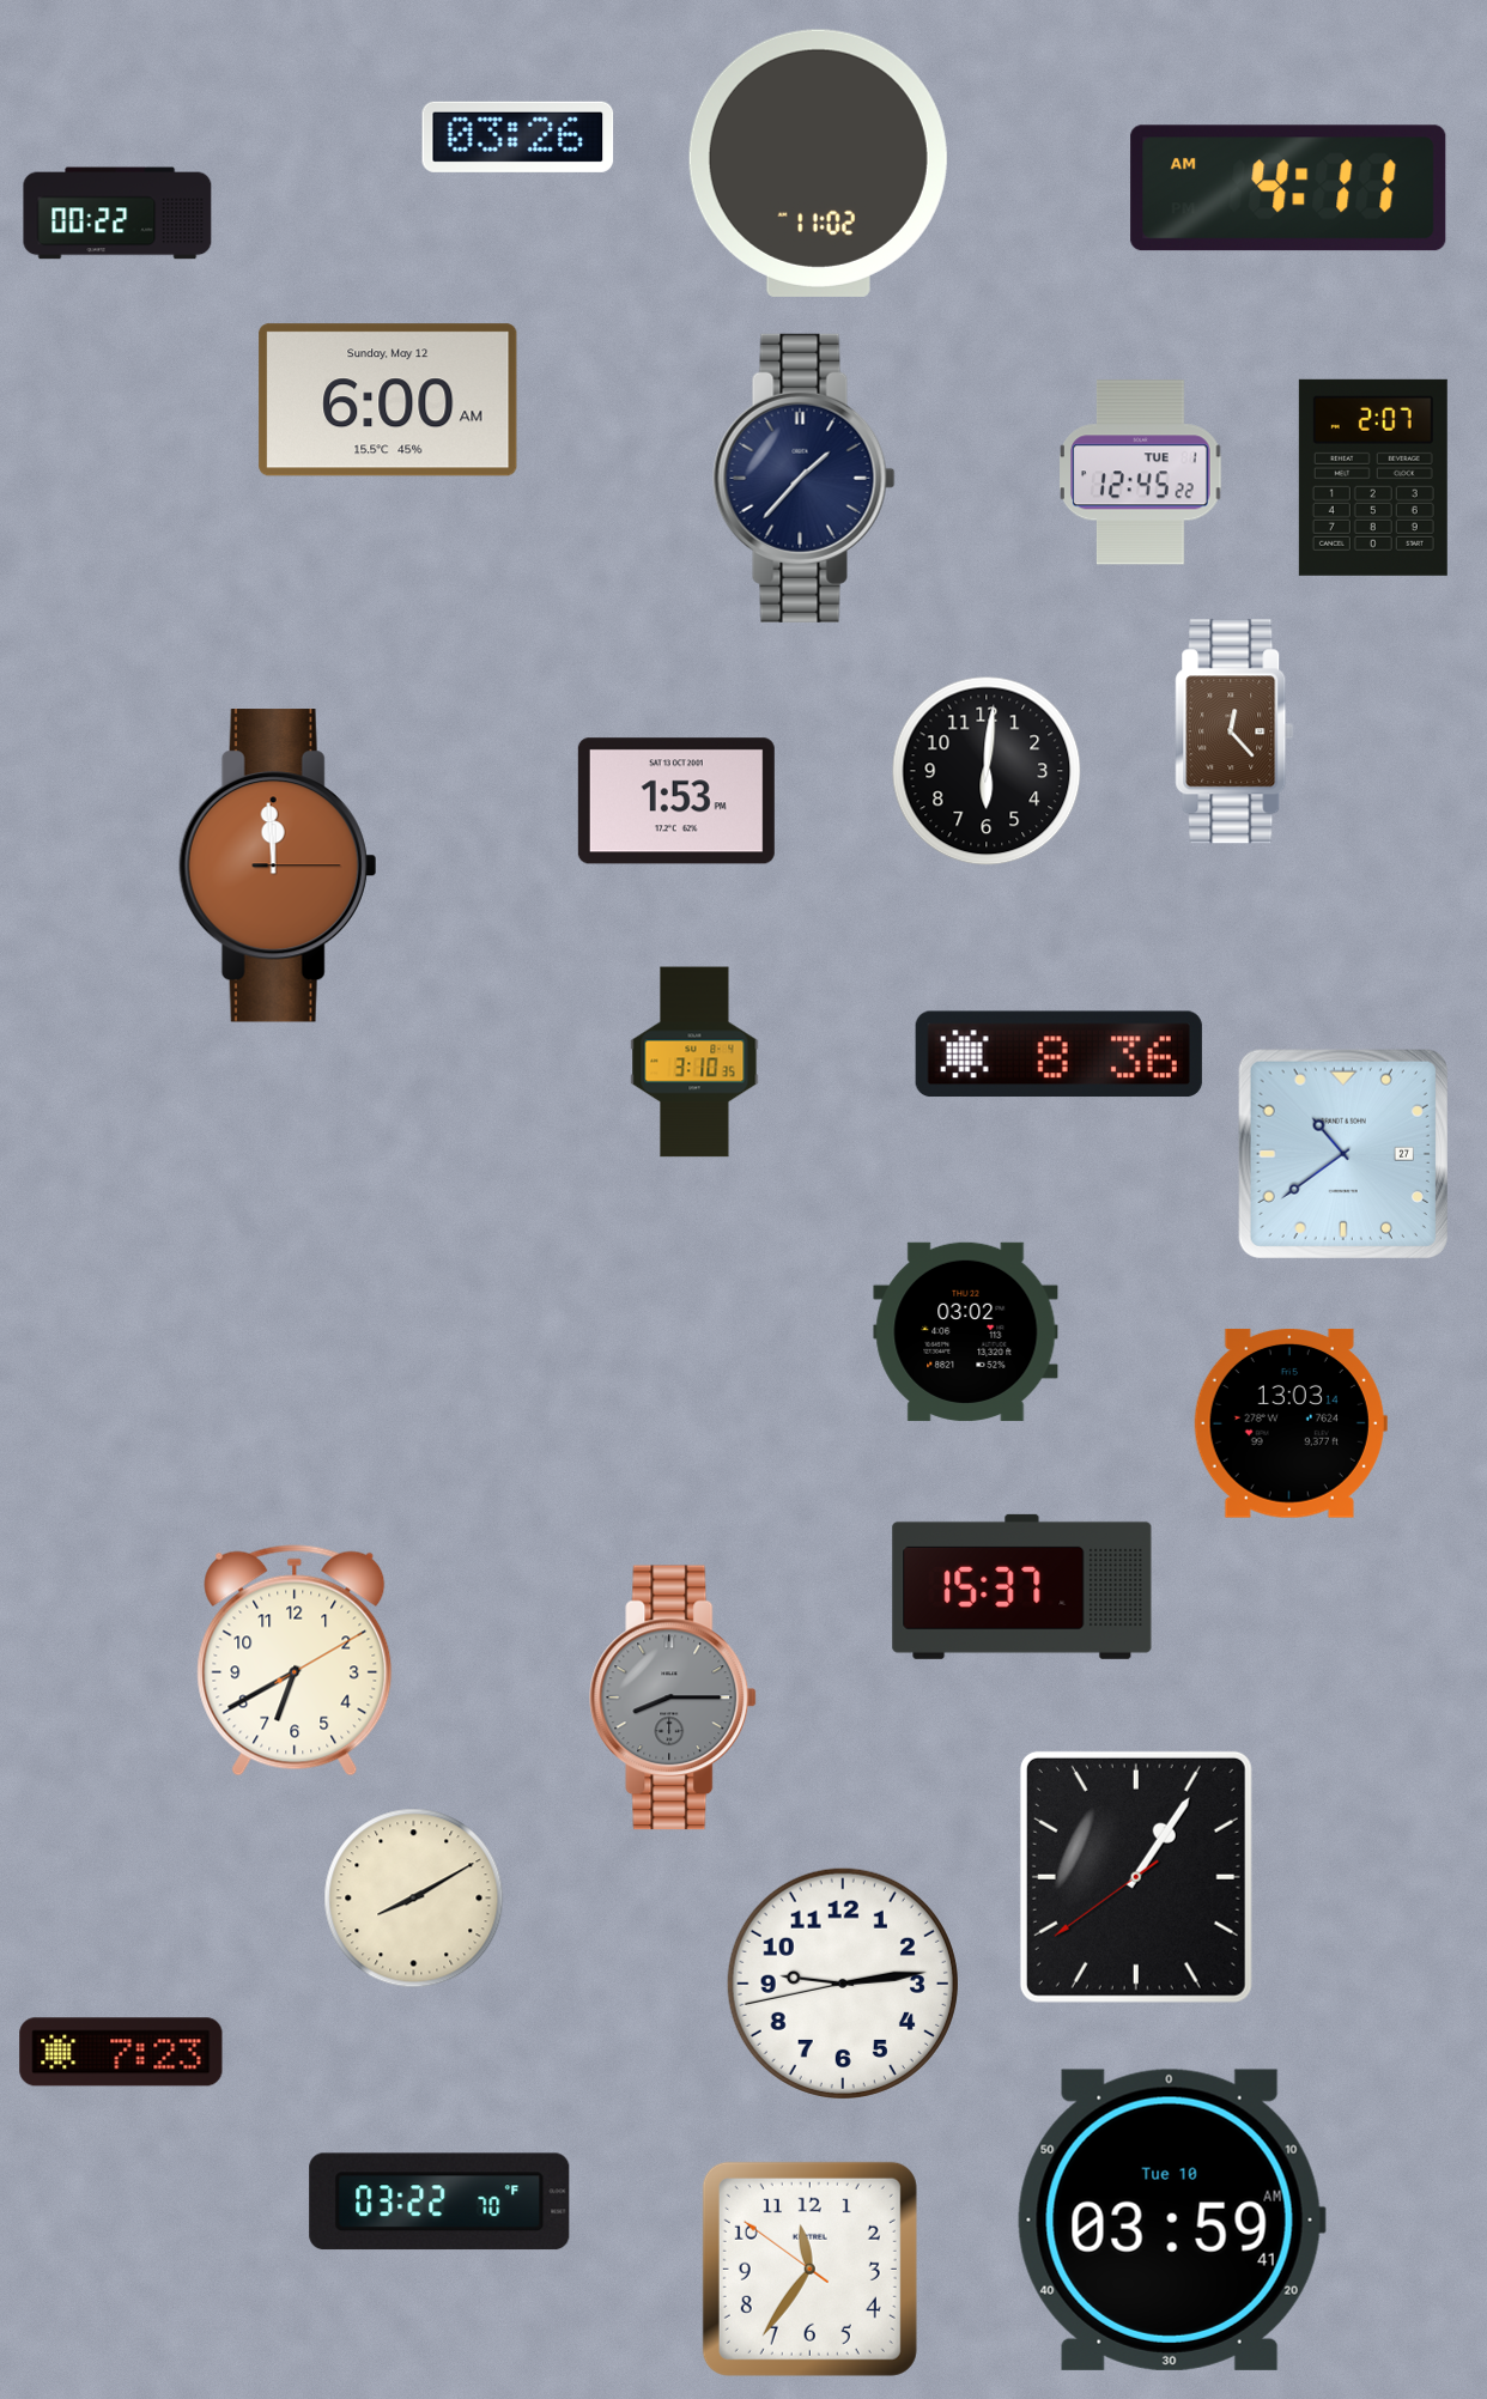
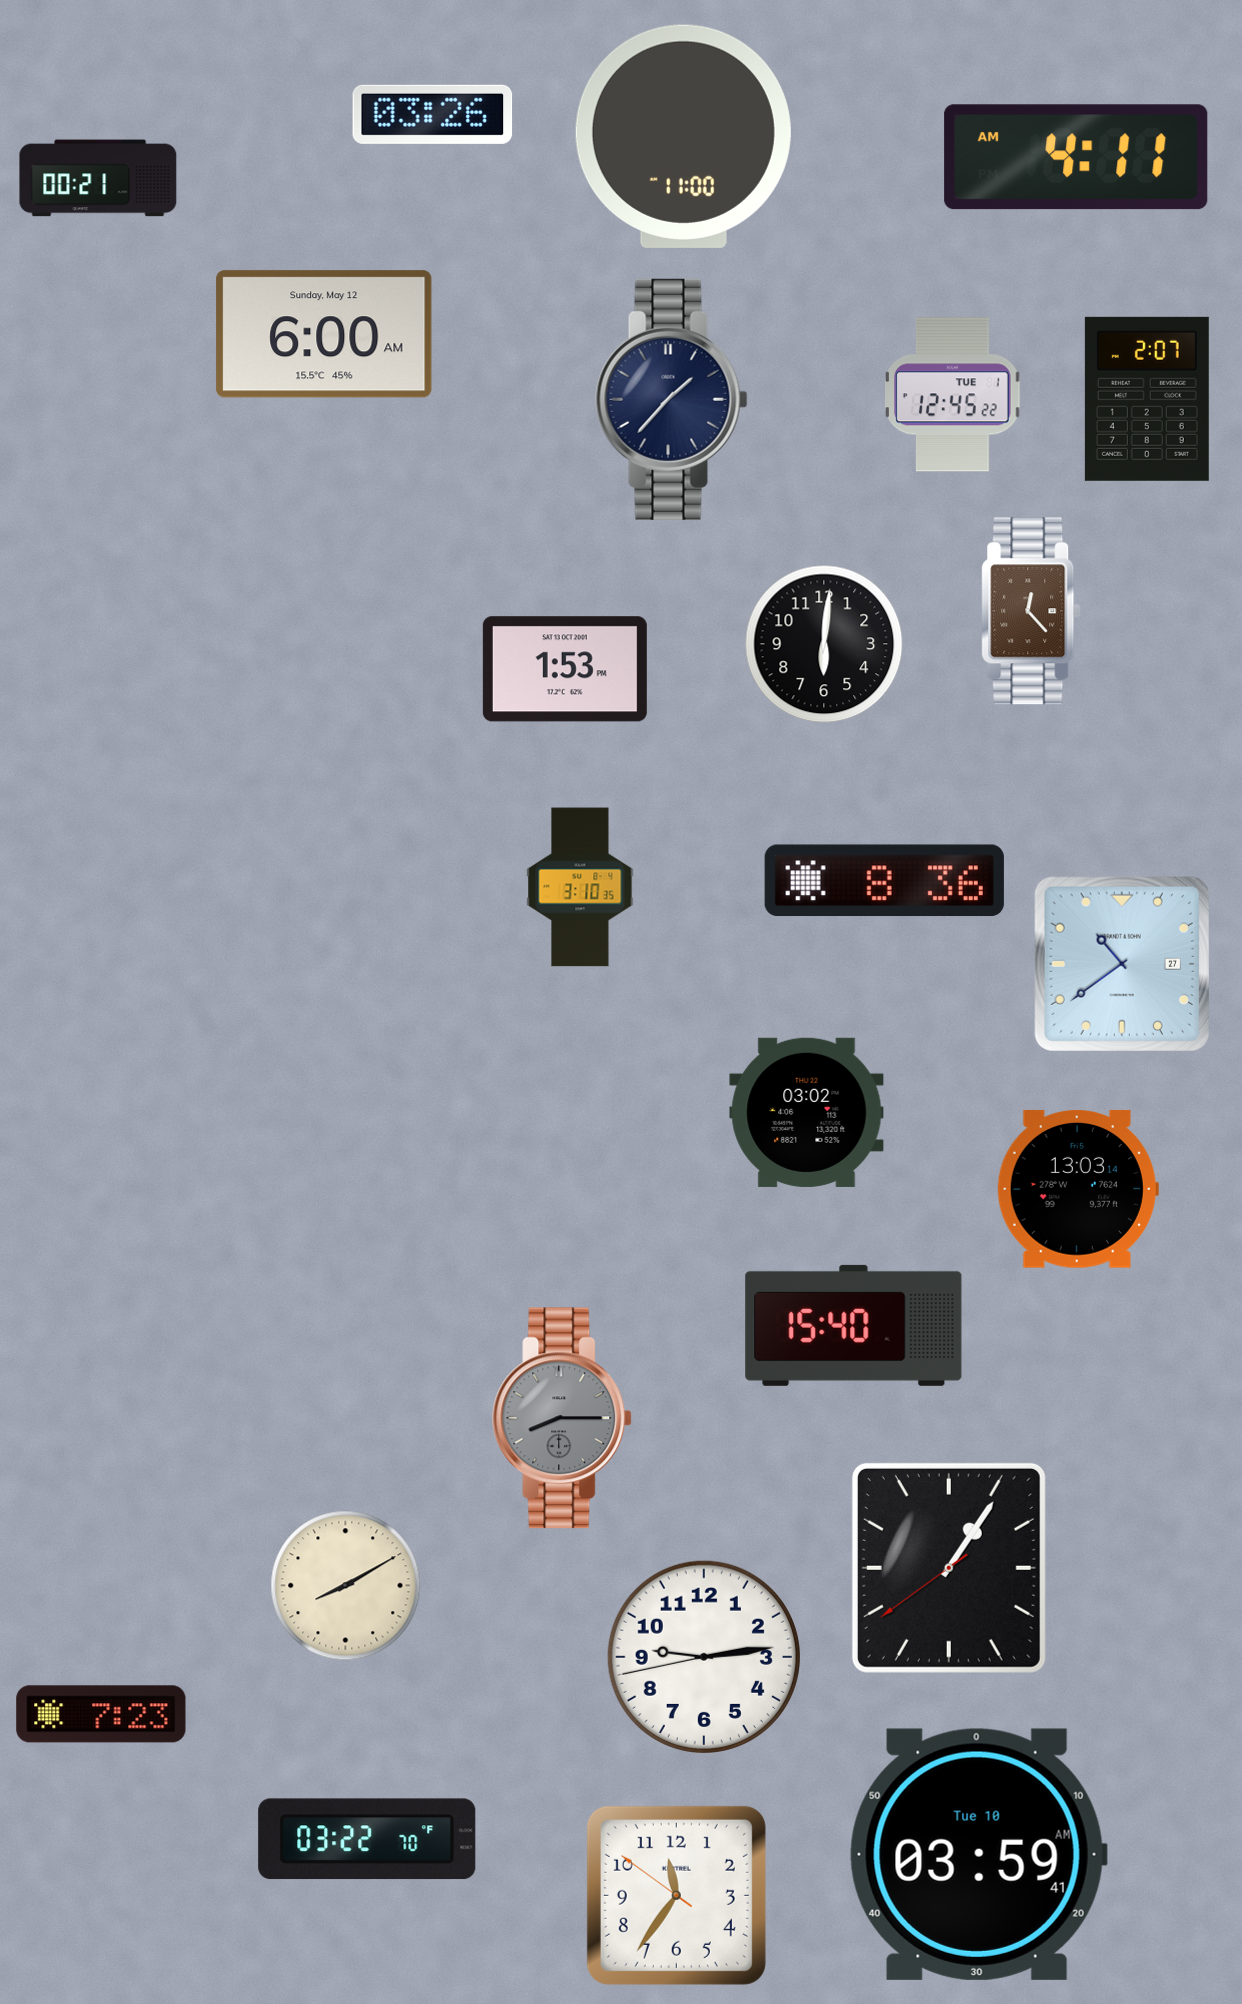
clock at (818, 163): 11:02 -> 11:00
clock at (117, 213): 00:22 -> 00:21
clock at (278, 866): 11:59 -> none
clock at (1022, 1586): 15:37 -> 15:40
clock at (295, 1660): 6:40 -> none
